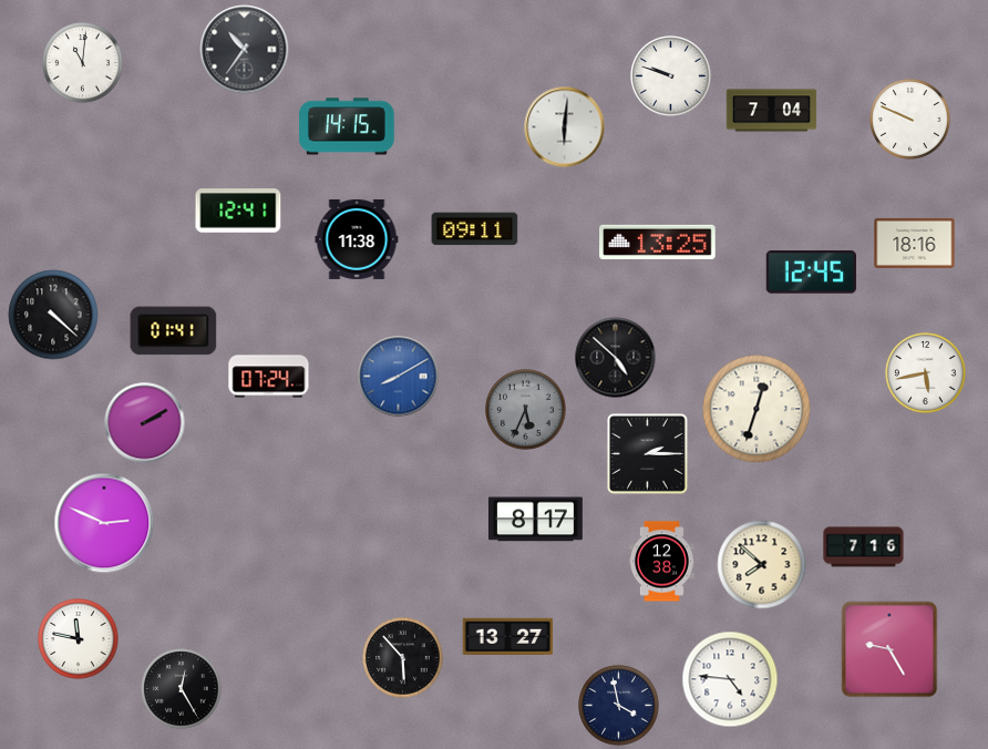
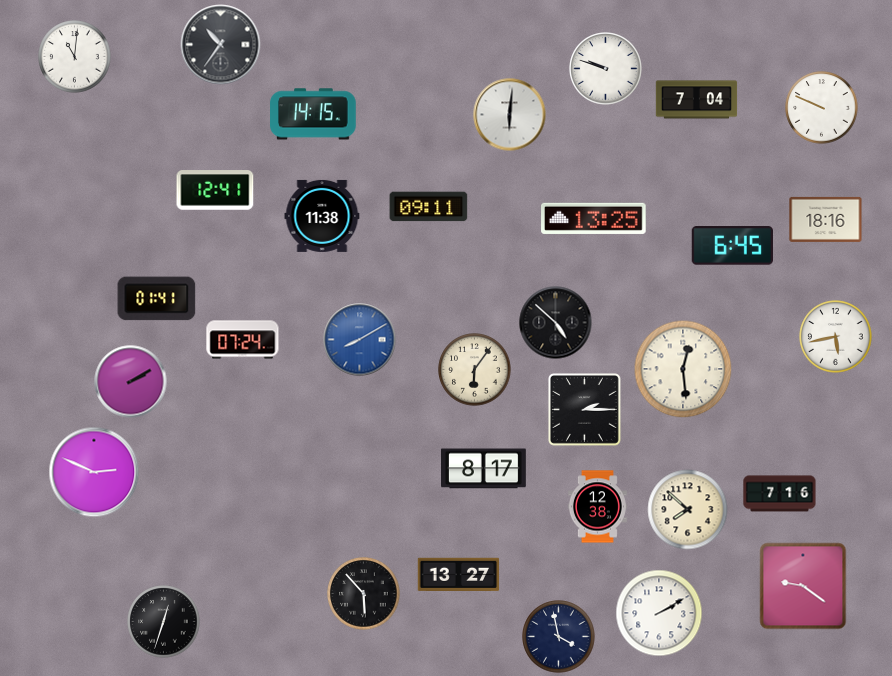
clock at (811, 273): 12:45 -> 6:45
clock at (53, 315): 4:22 -> none
clock at (757, 409): 12:33 -> 12:29
clock at (526, 410): 5:34 -> 6:06
clock at (526, 410) dial: grey -> cream
clock at (79, 639): 11:47 -> none
clock at (889, 649): 9:25 -> 9:21
clock at (730, 679): 4:46 -> 2:10
clock at (182, 689): 12:25 -> 12:33
